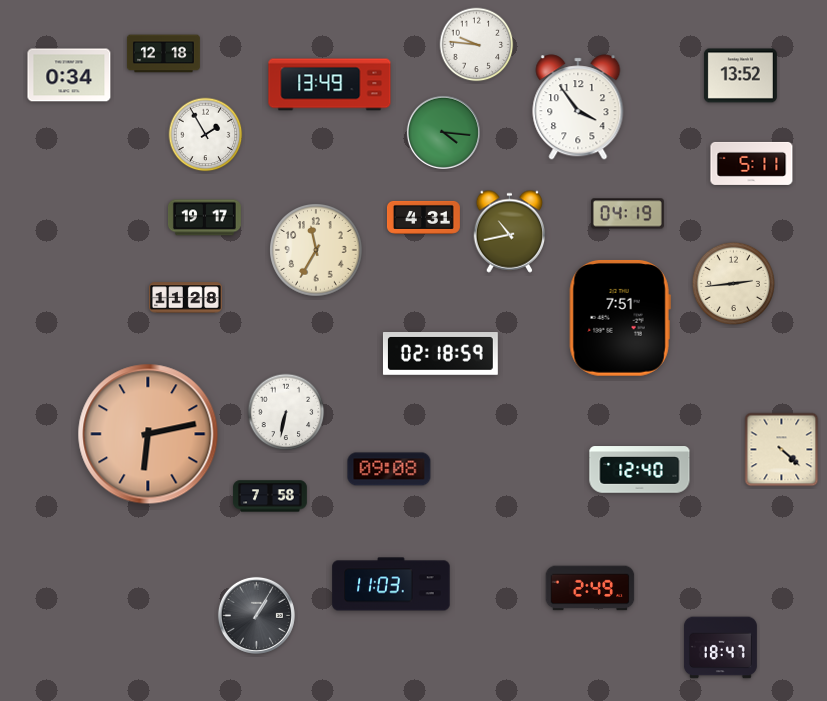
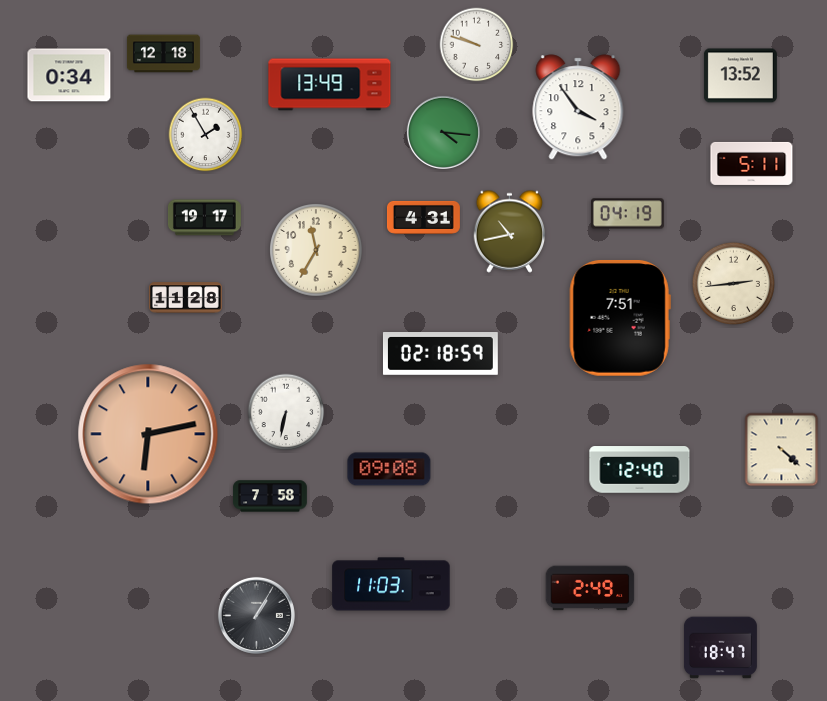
clock at (477, 45): 9:46 -> 9:48
